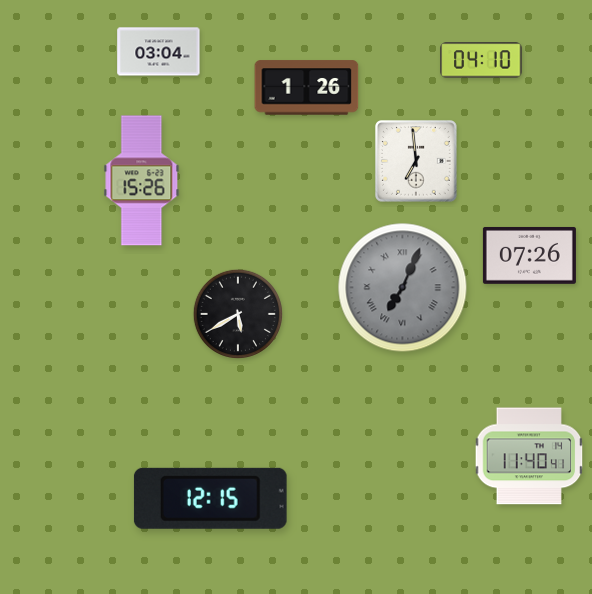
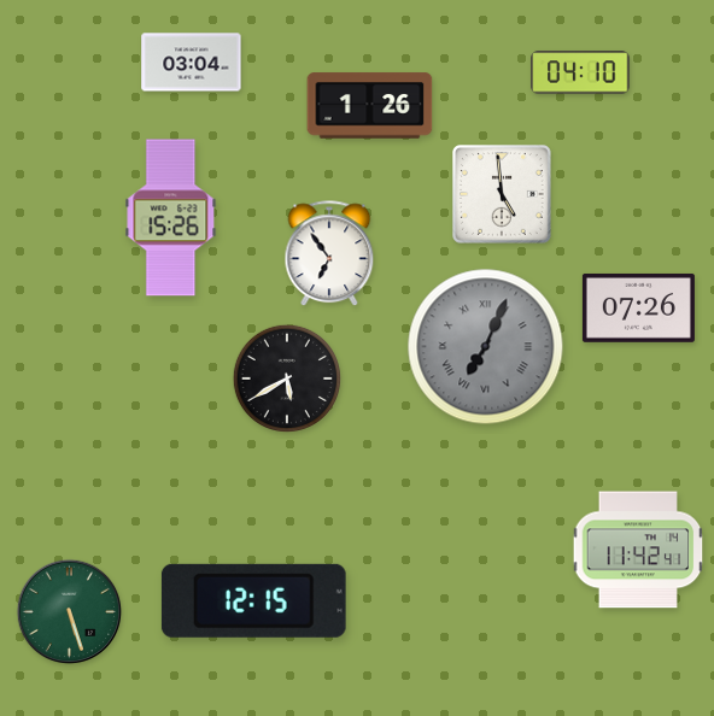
clock at (417, 162): 6:59 -> 4:59
clock at (329, 254): none -> 6:54
clock at (529, 456): 11:40 -> 11:42
clock at (70, 612): none -> 5:27
